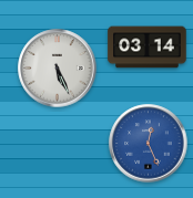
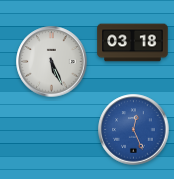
clock at (148, 48): 03:14 -> 03:18
